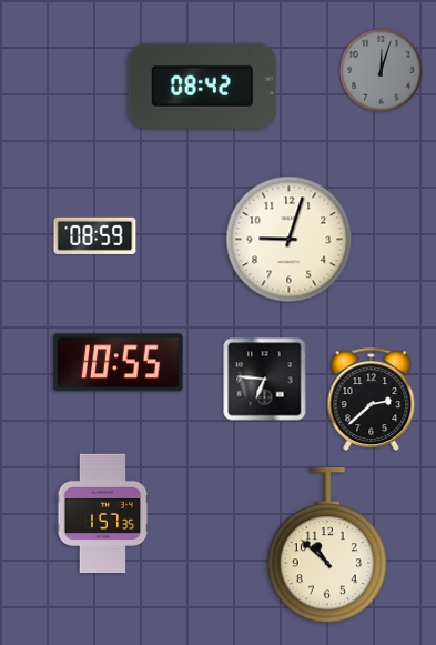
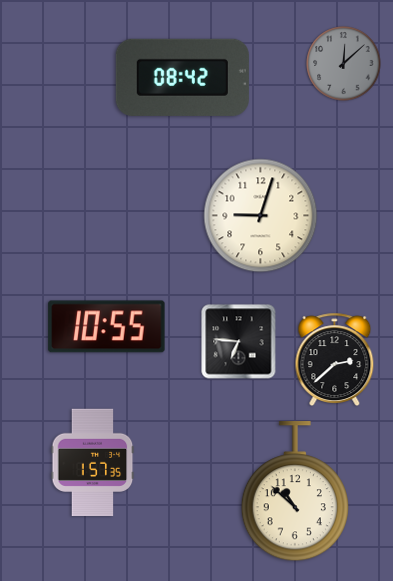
clock at (382, 71): 12:03 -> 12:08
clock at (95, 235): 08:59 -> none
